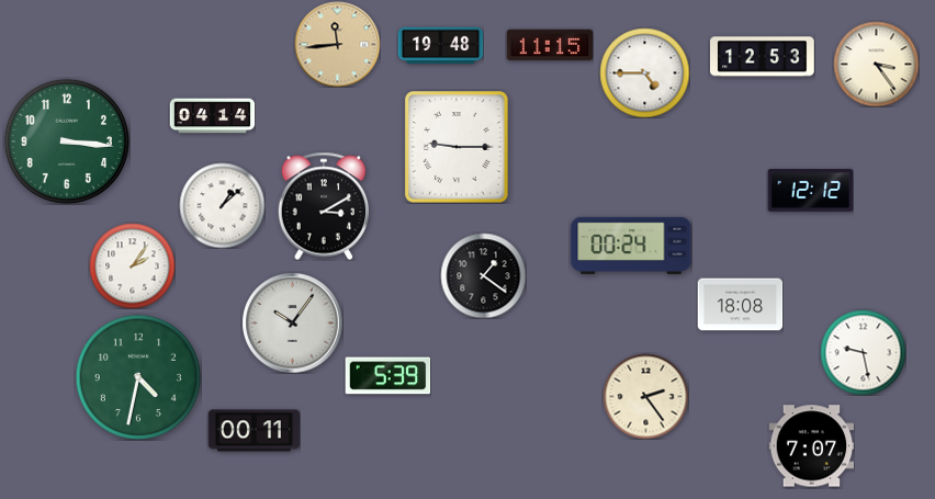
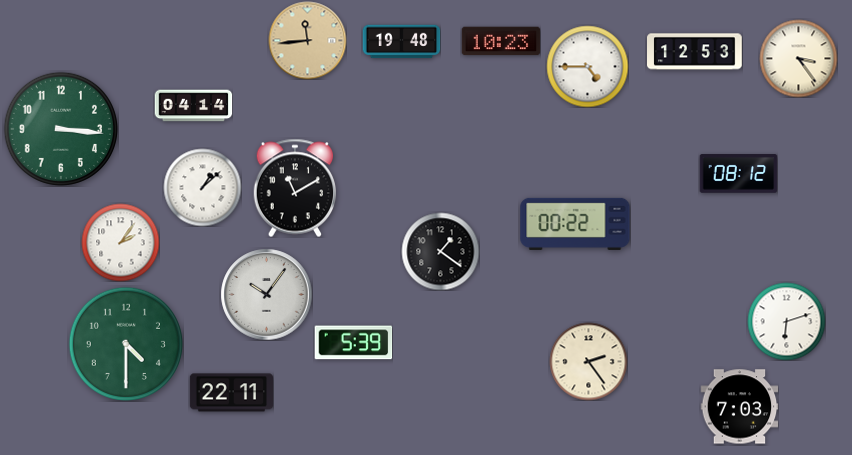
clock at (550, 45): 11:15 -> 10:23
clock at (457, 147): 9:15 -> none
clock at (810, 191): 12:12 -> 08:12
clock at (323, 206): 3:10 -> 11:10
clock at (631, 246): 00:24 -> 00:22
clock at (740, 305): 18:08 -> none
clock at (863, 352): 9:28 -> 6:12
clock at (138, 377): 4:32 -> 4:30
clock at (254, 431): 00:11 -> 22:11
clock at (811, 446): 7:07 -> 7:03
